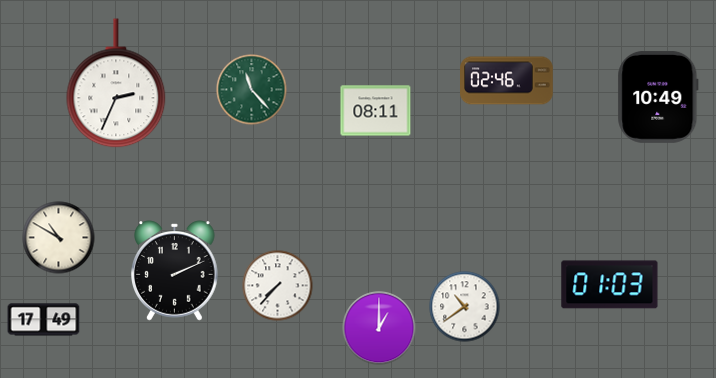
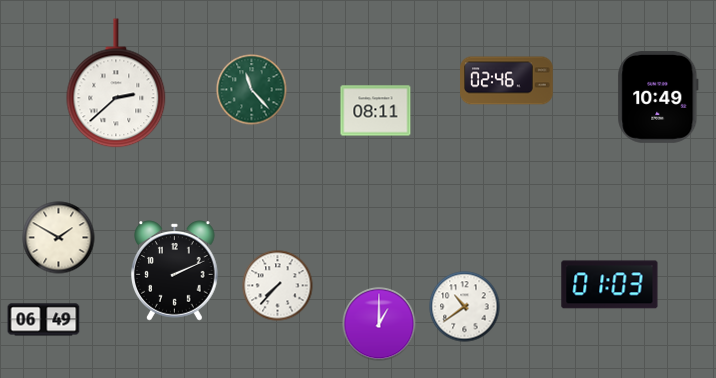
clock at (116, 83): 2:34 -> 2:38
clock at (59, 238): 10:50 -> 1:50
clock at (44, 320): 17:49 -> 06:49
clock at (379, 328) position: (379, 328) -> (379, 324)
